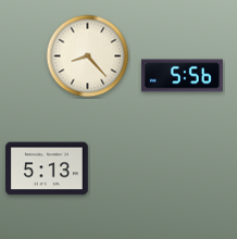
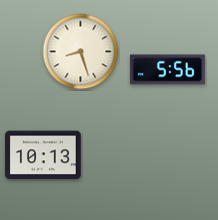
clock at (88, 56): 8:23 -> 8:27
clock at (47, 168): 5:13 -> 10:13
